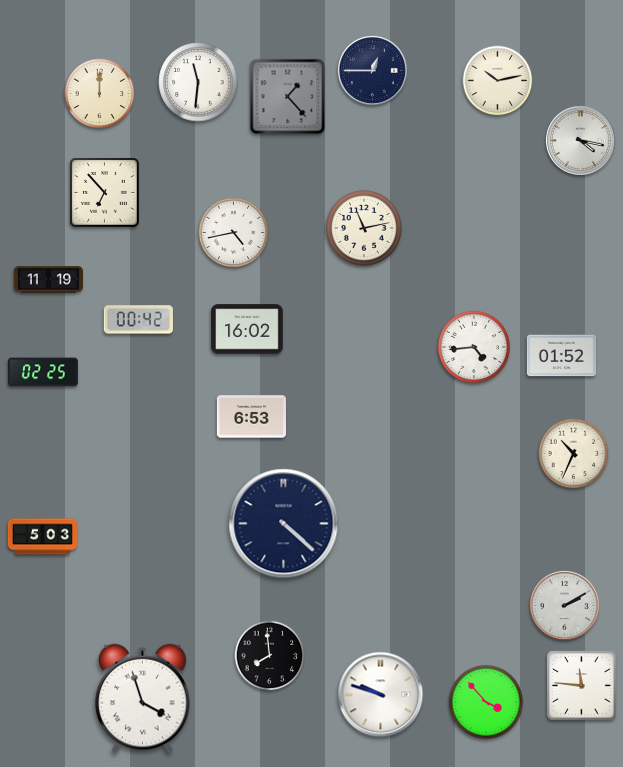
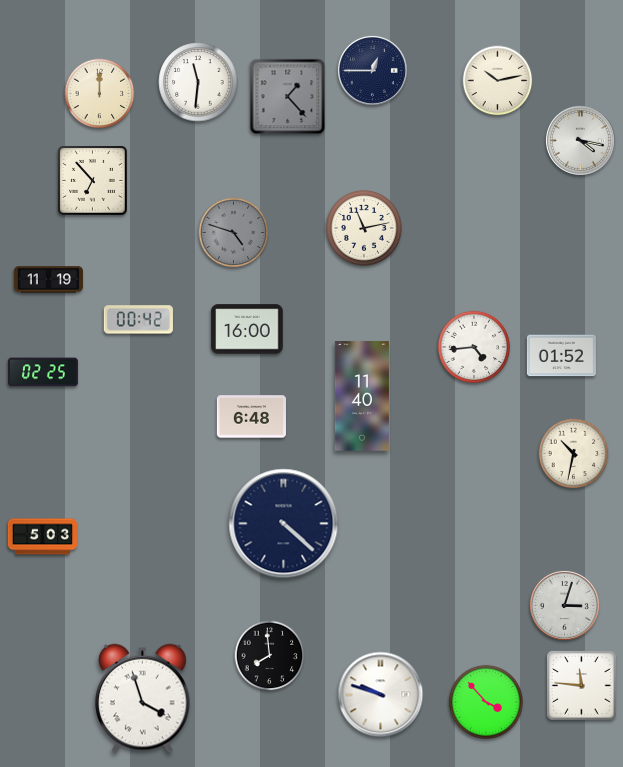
clock at (105, 193) position: (105, 193) -> (93, 181)
clock at (234, 233): 4:43 -> 4:48
clock at (234, 233) dial: white -> grey
clock at (247, 329): 16:02 -> 16:00
clock at (362, 396): none -> 11:40
clock at (251, 417): 6:53 -> 6:48
clock at (574, 454): 10:34 -> 10:32
clock at (564, 605): 2:10 -> 3:03
